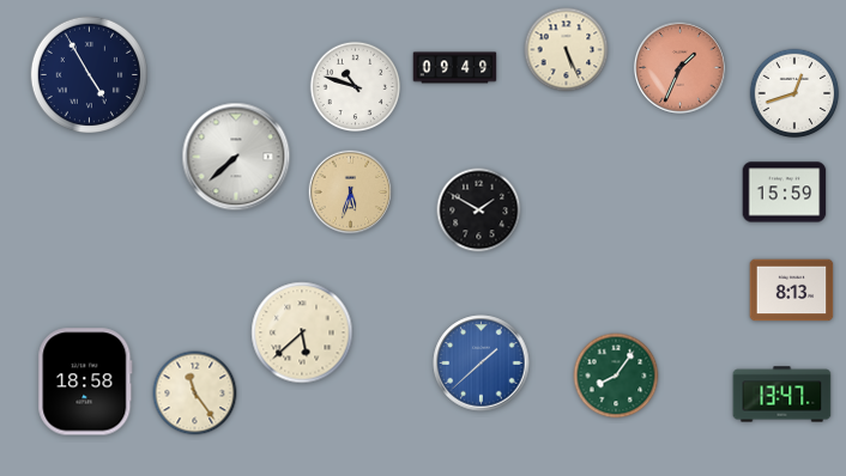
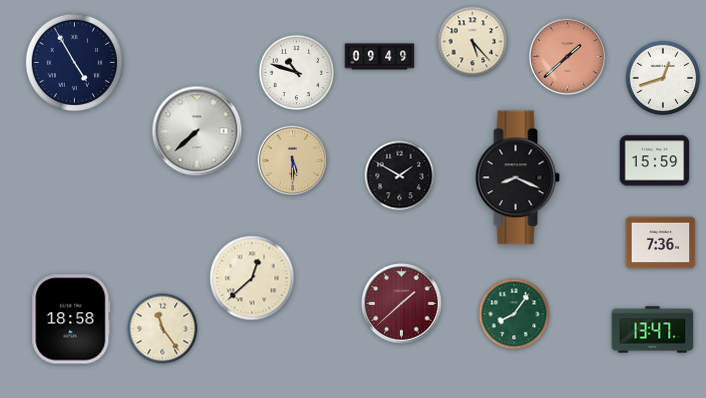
clock at (567, 50): 5:26 -> 5:23
clock at (681, 68): 1:34 -> 1:38
clock at (351, 193): 5:33 -> 5:30
clock at (517, 178): none -> 8:19
clock at (792, 291): 8:13 -> 7:36
clock at (302, 332): 5:38 -> 12:38
clock at (482, 364) dial: blue -> burgundy
